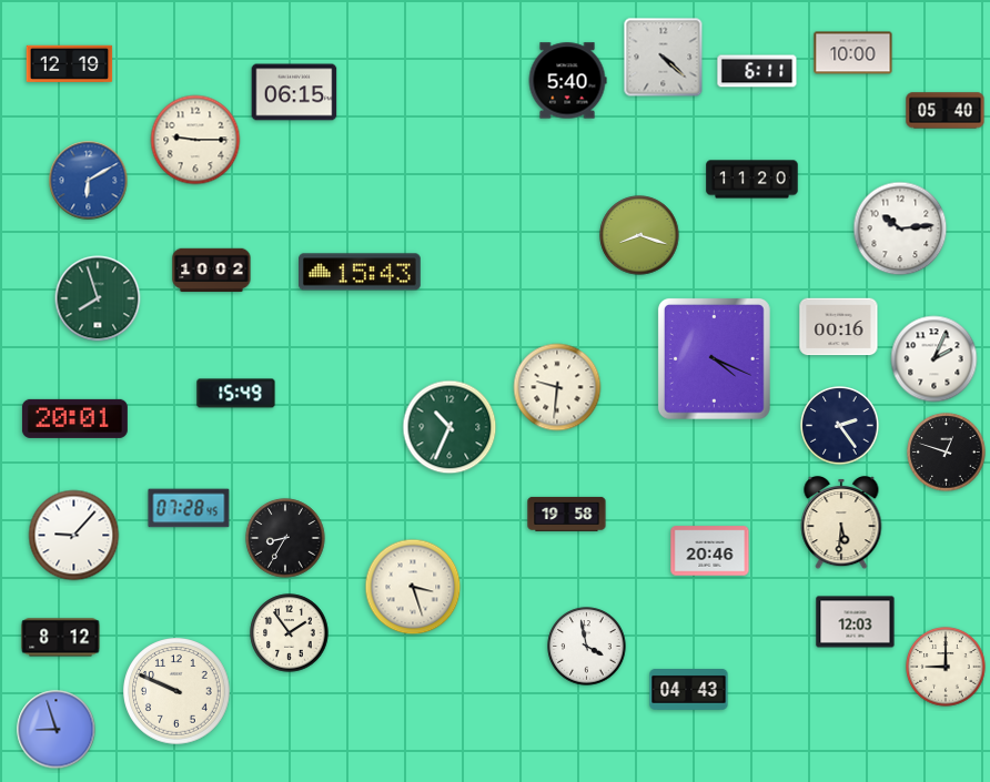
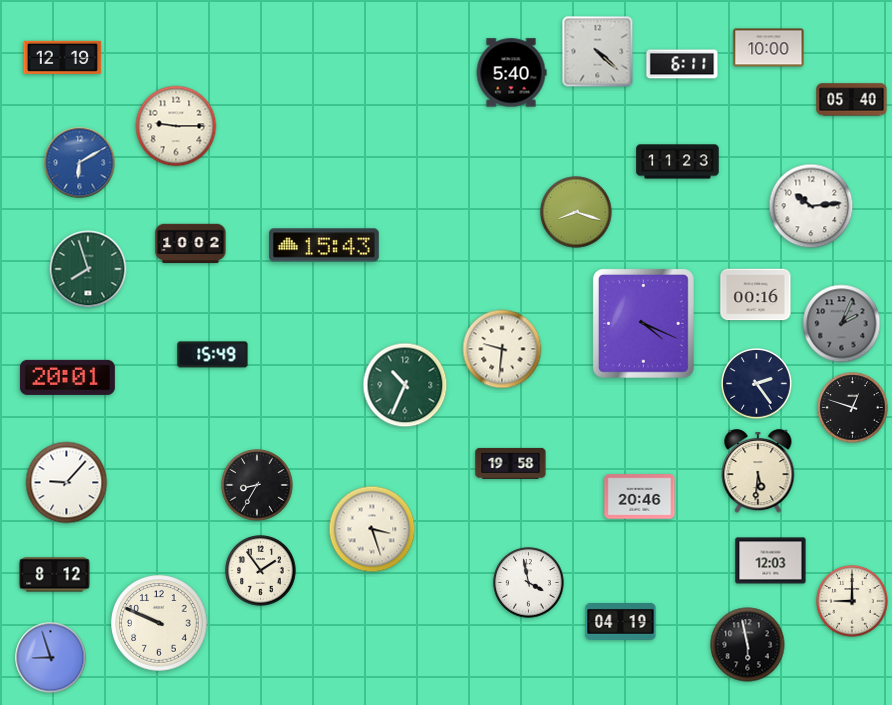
clock at (294, 92): 06:15 -> none
clock at (752, 180): 11:20 -> 11:23
clock at (935, 359) dial: white -> grey
clock at (189, 508): 07:28 -> none
clock at (689, 690): 04:43 -> 04:19
clock at (748, 645): none -> 5:58
